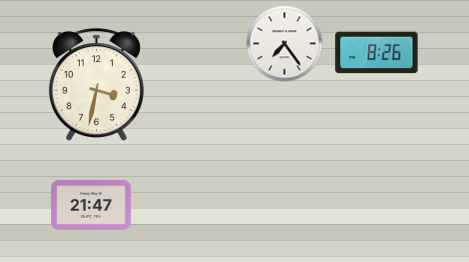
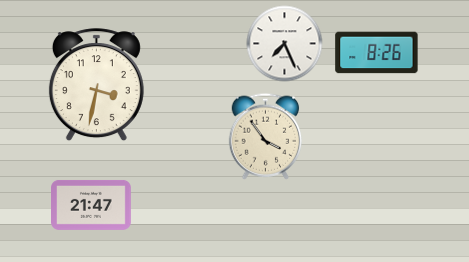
clock at (285, 44): 7:24 -> 7:26
clock at (266, 136): none -> 3:54
